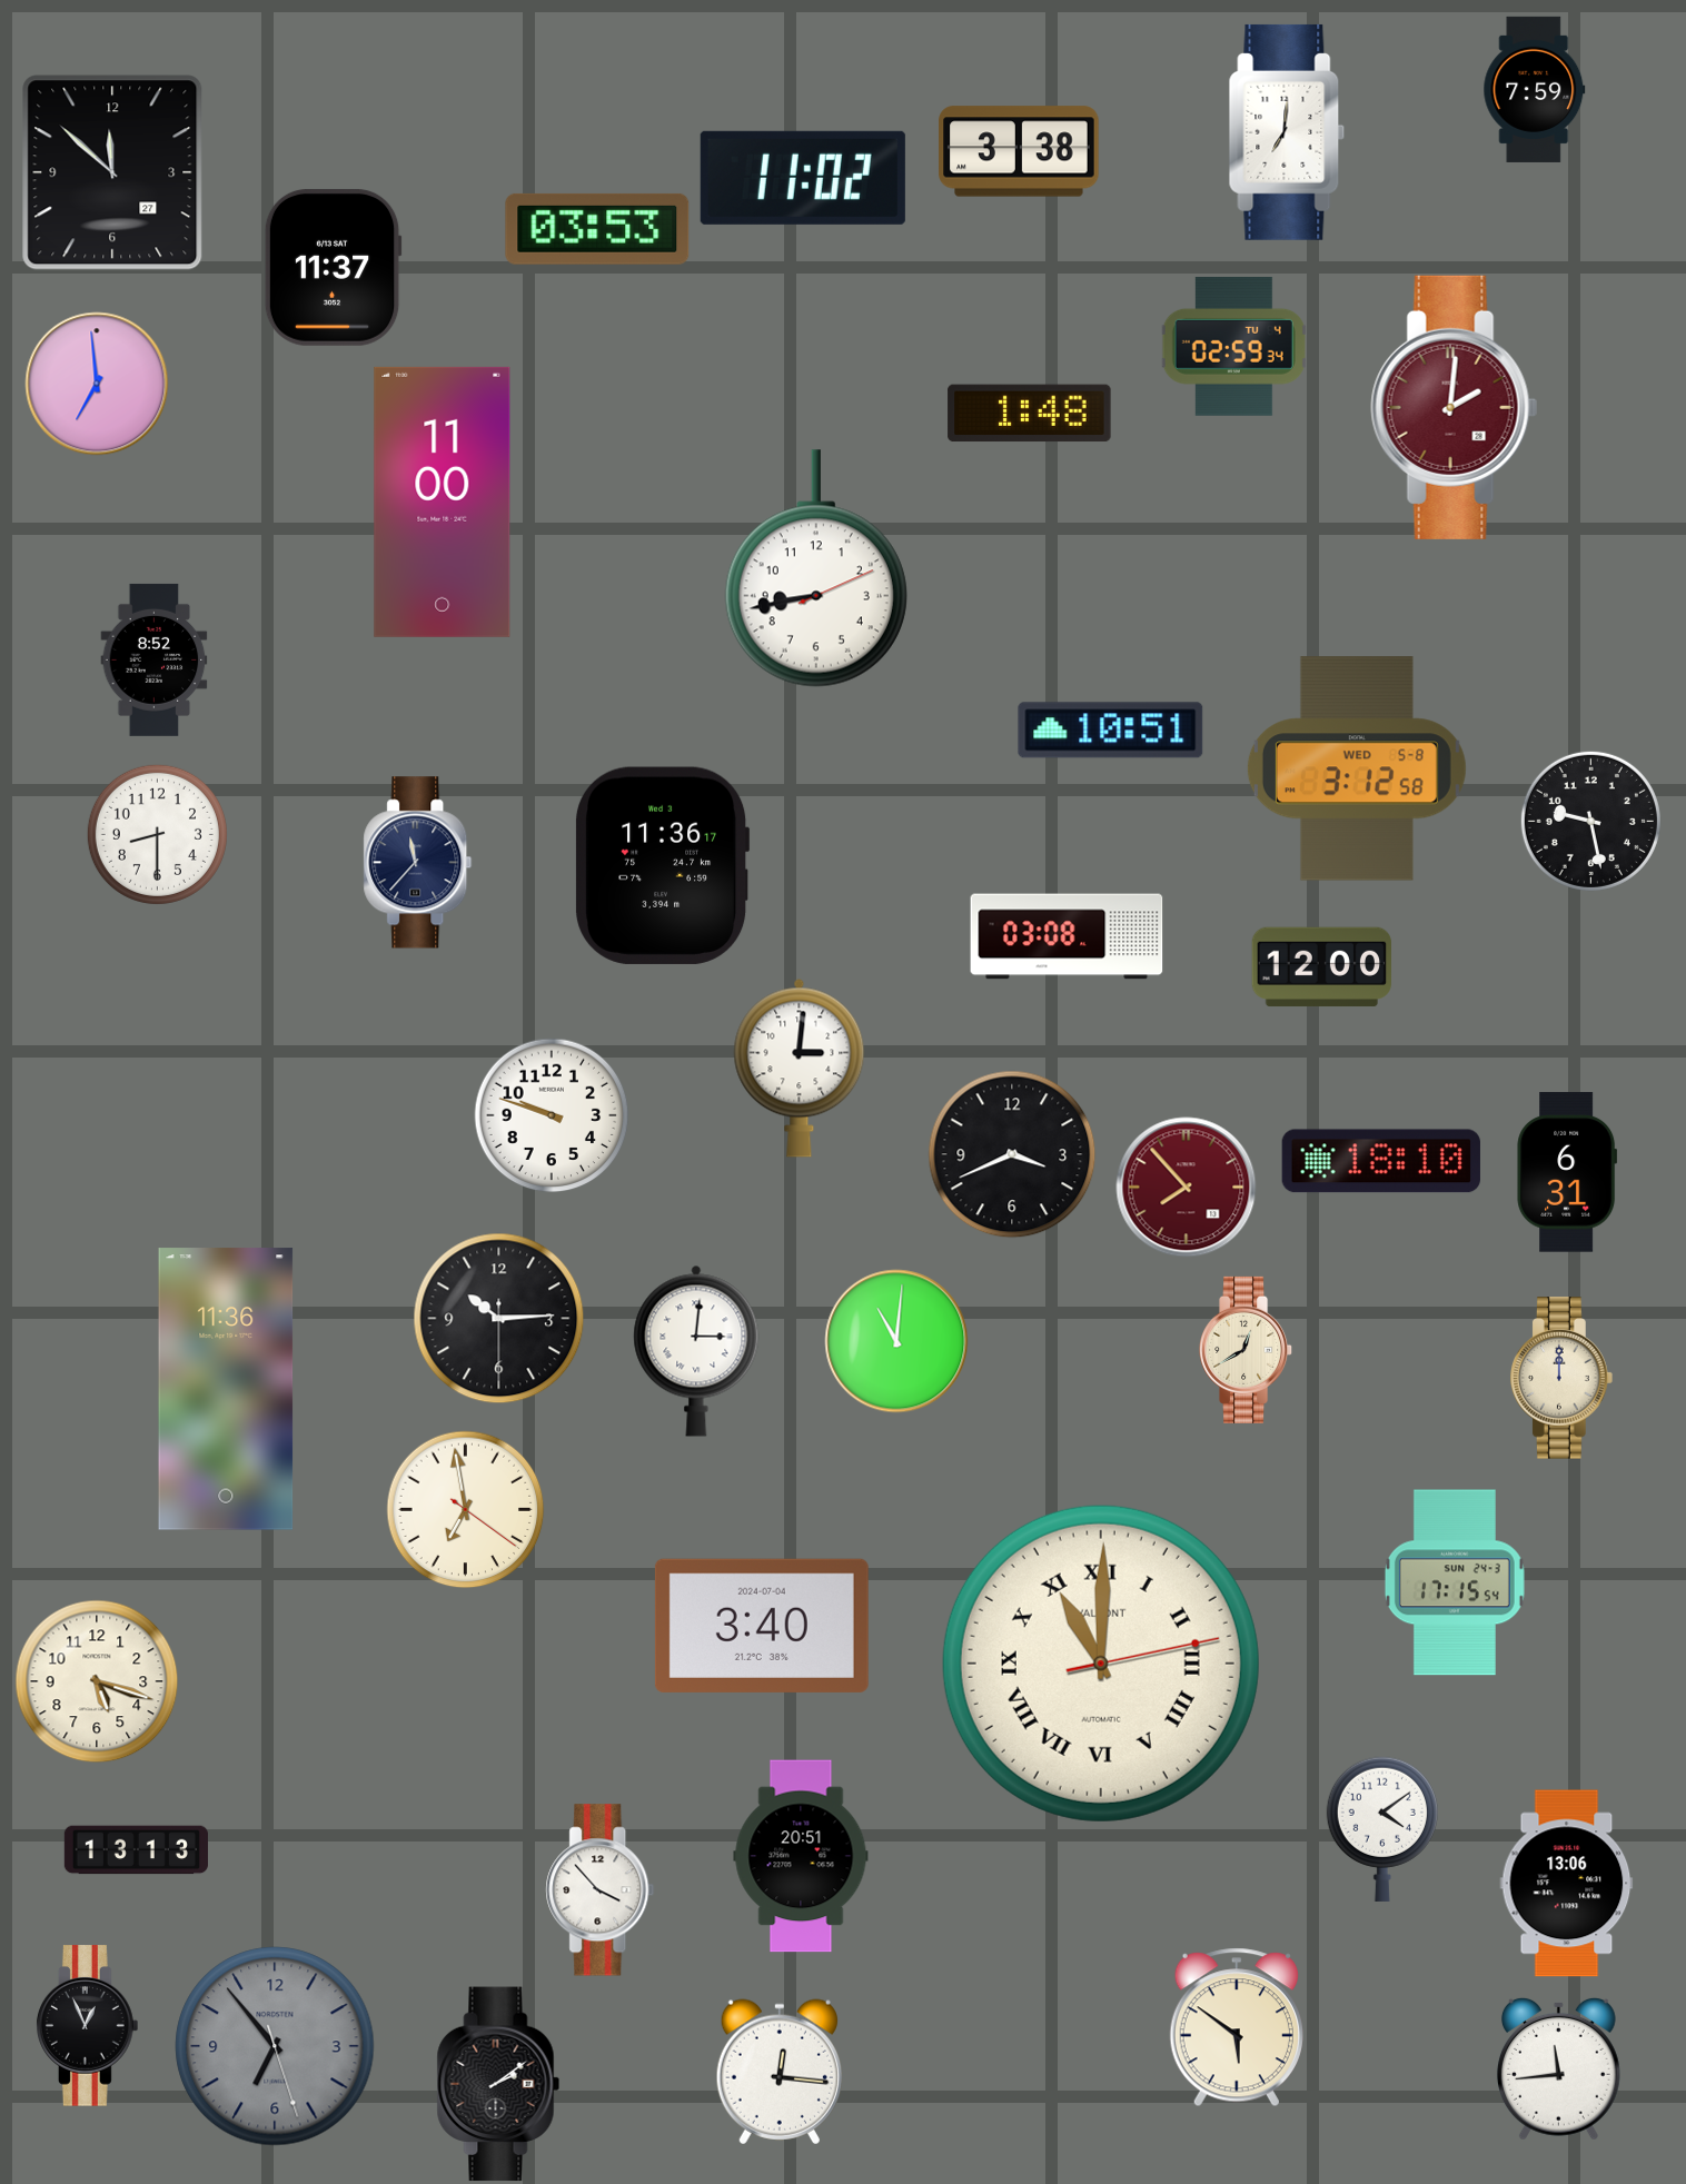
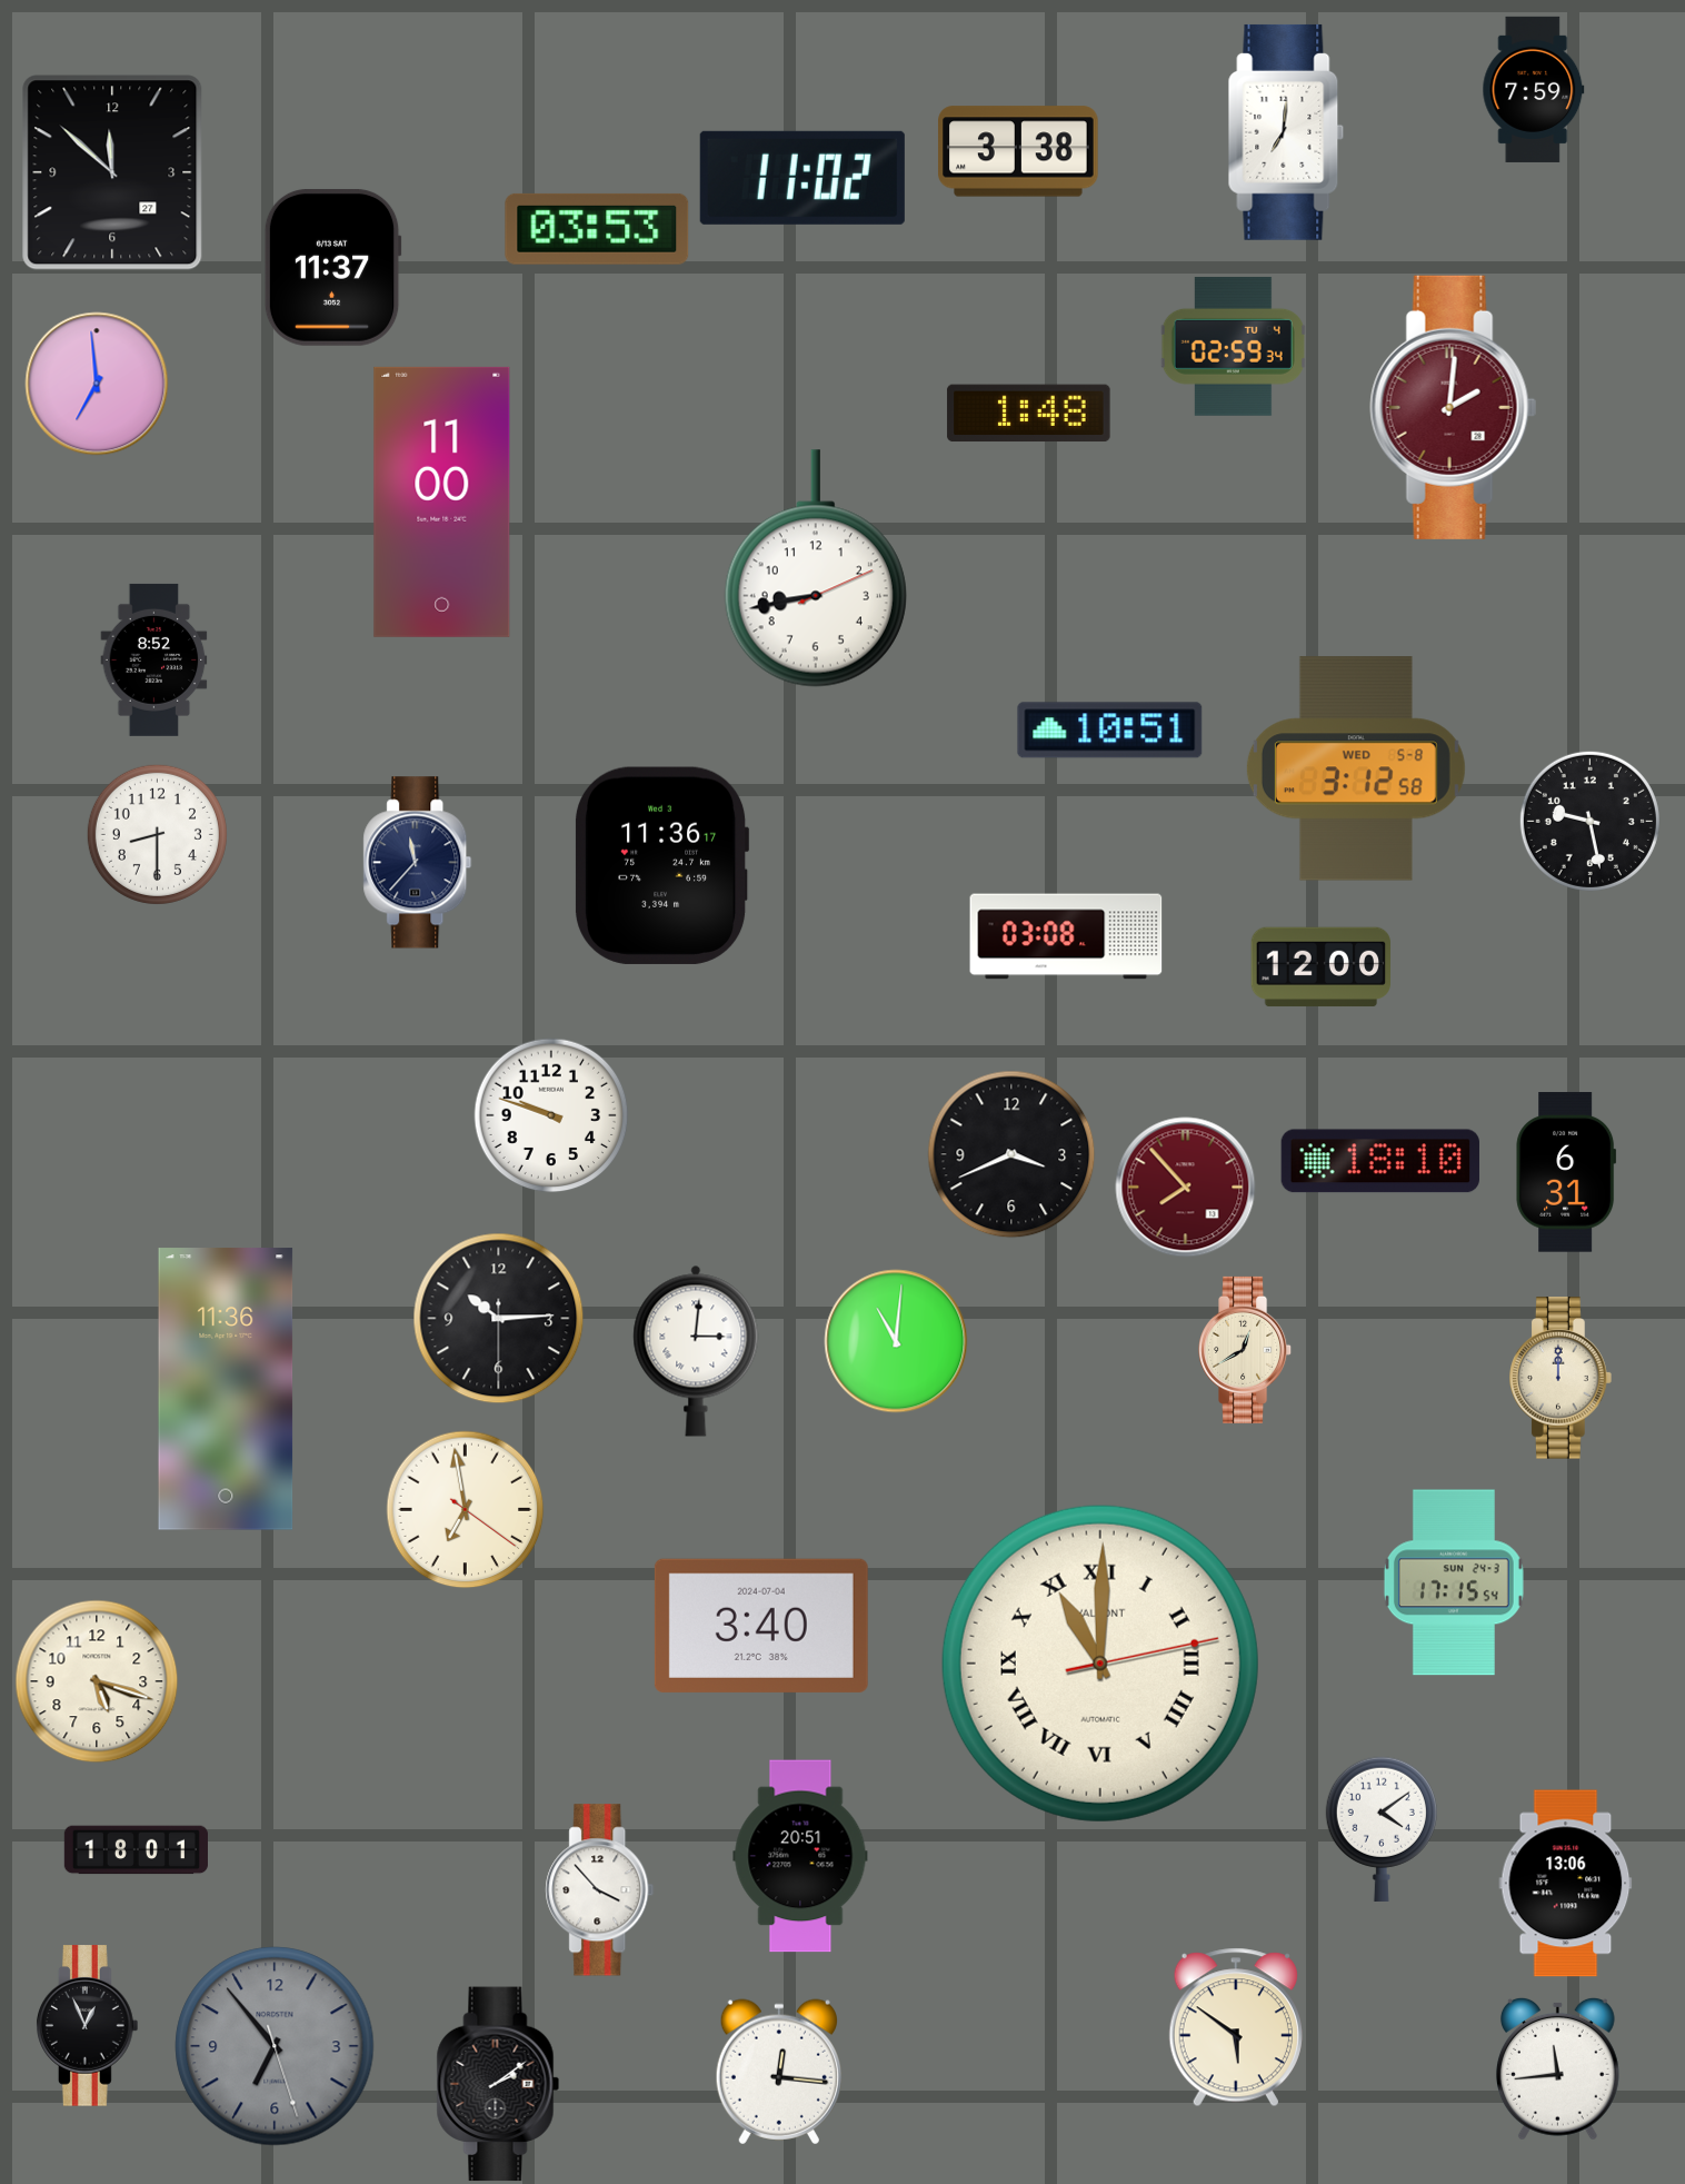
clock at (800, 1068): 3:01 -> none
clock at (136, 1850): 13:13 -> 18:01
